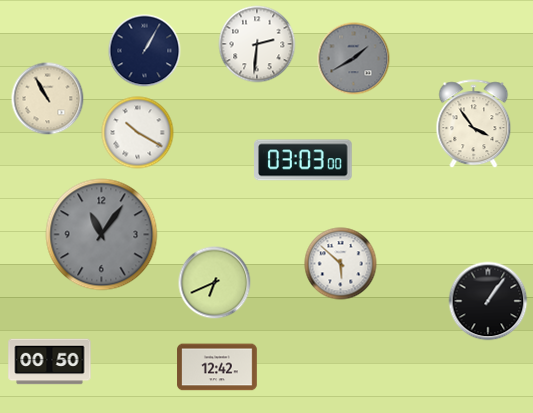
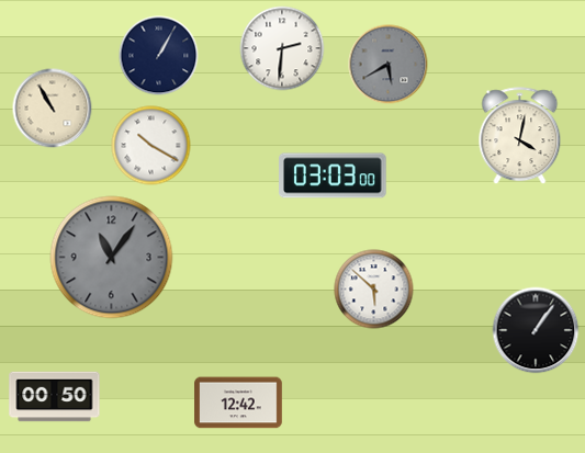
clock at (354, 59): 1:40 -> 5:40
clock at (474, 124): 3:54 -> 4:02
clock at (215, 283): 6:41 -> none
